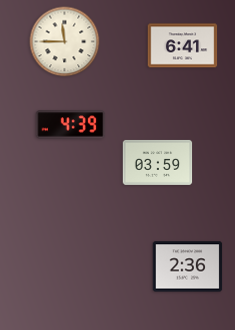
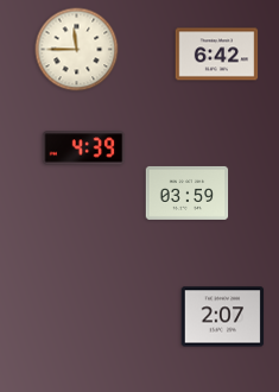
clock at (183, 46): 6:41 -> 6:42
clock at (188, 267): 2:36 -> 2:07
